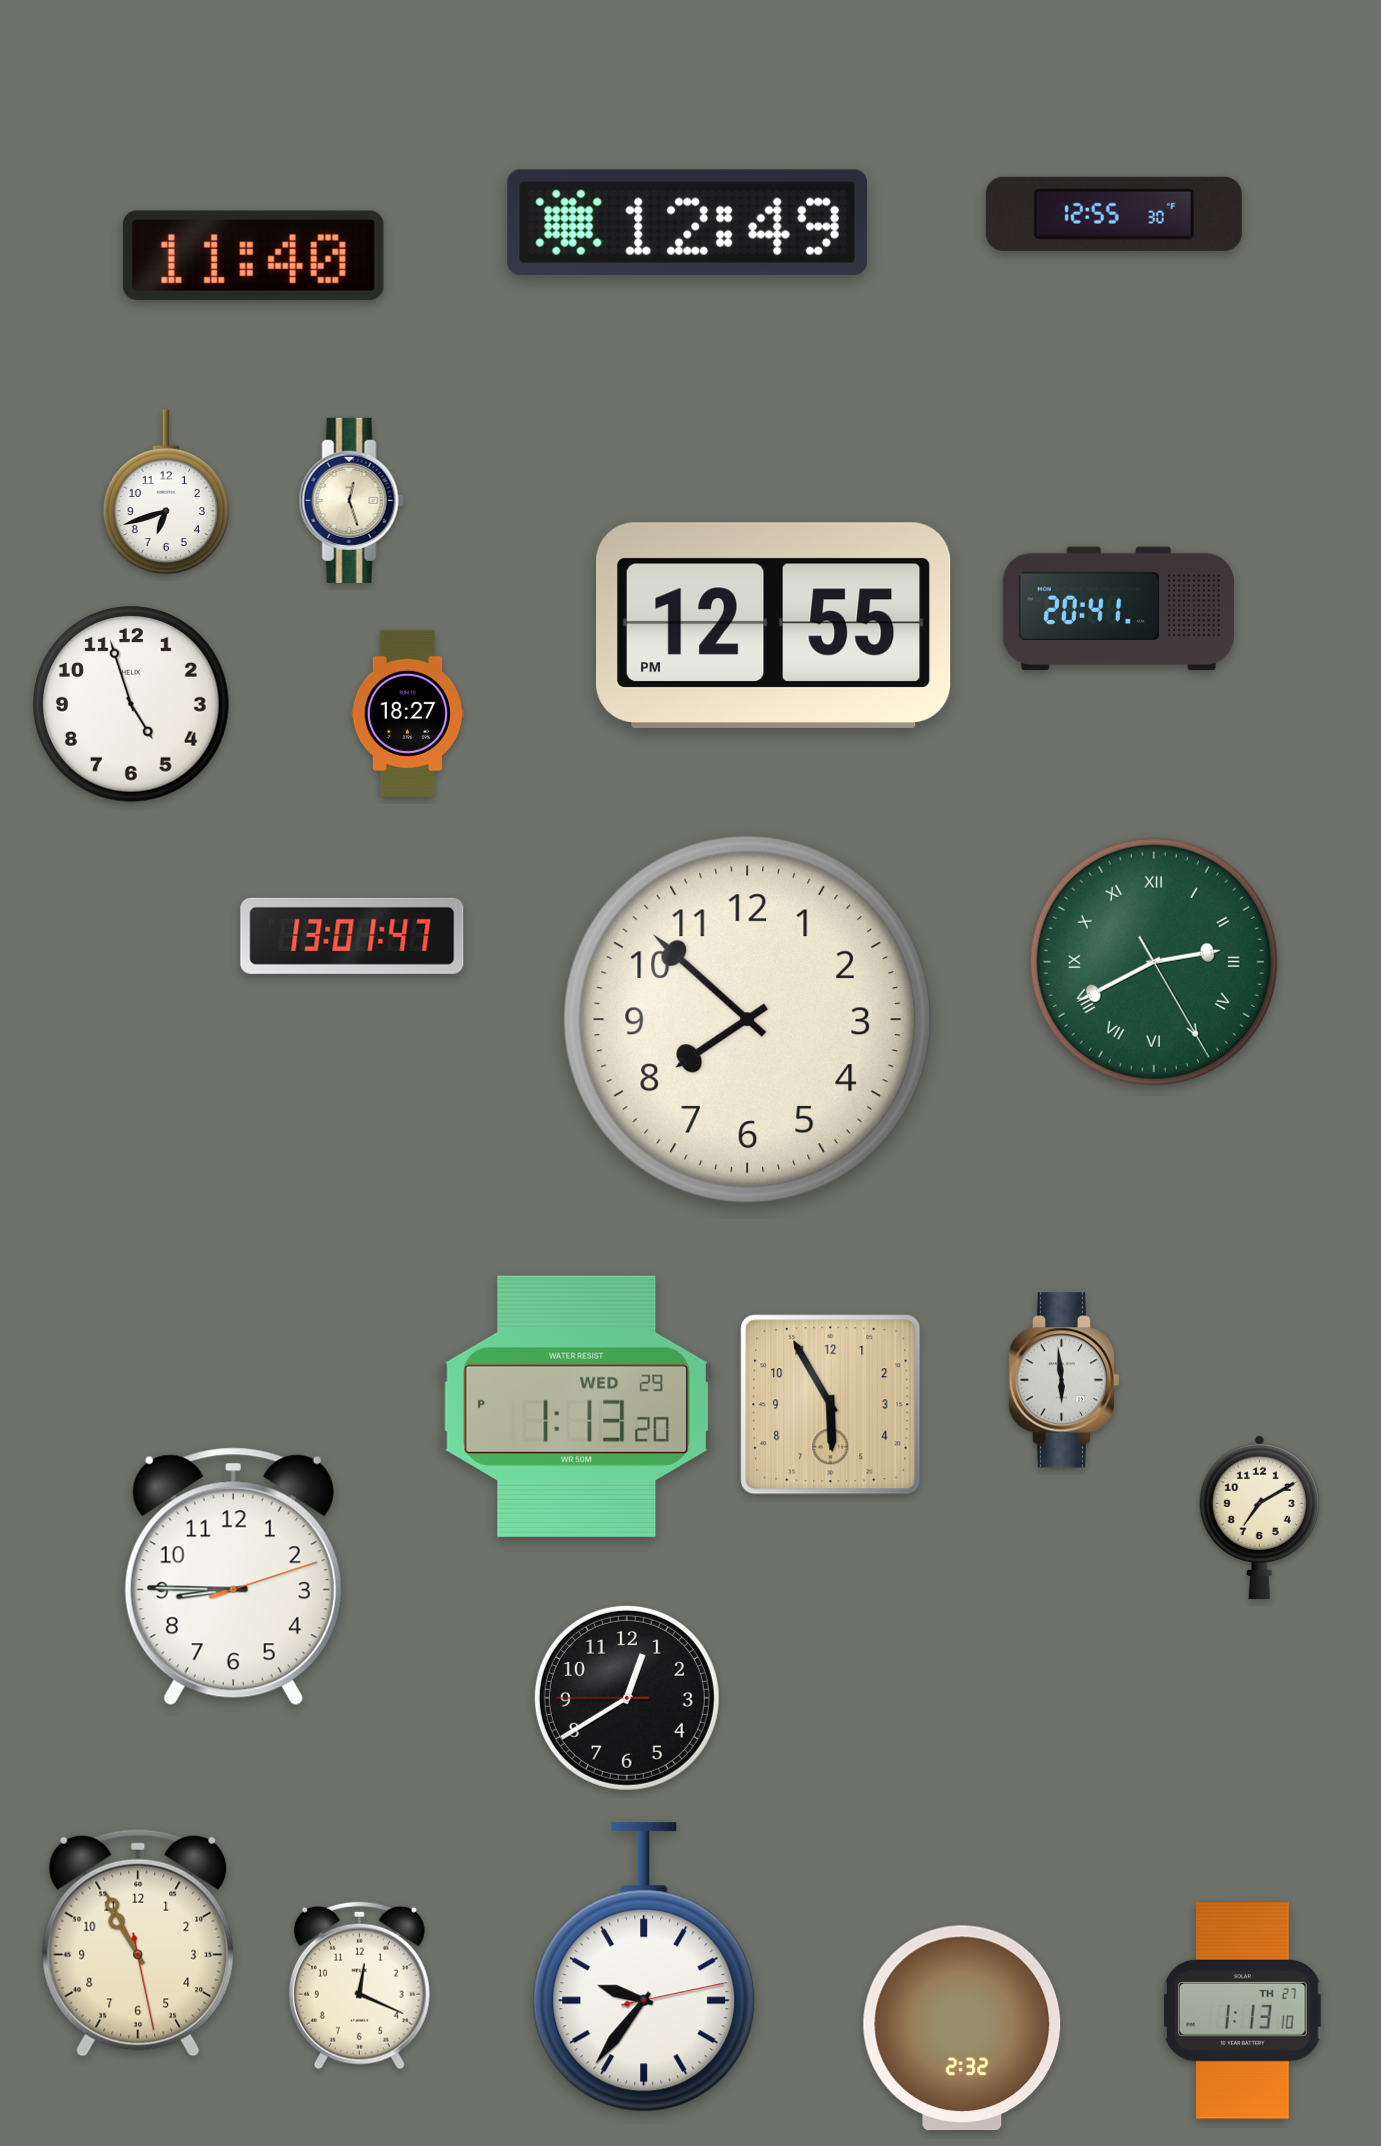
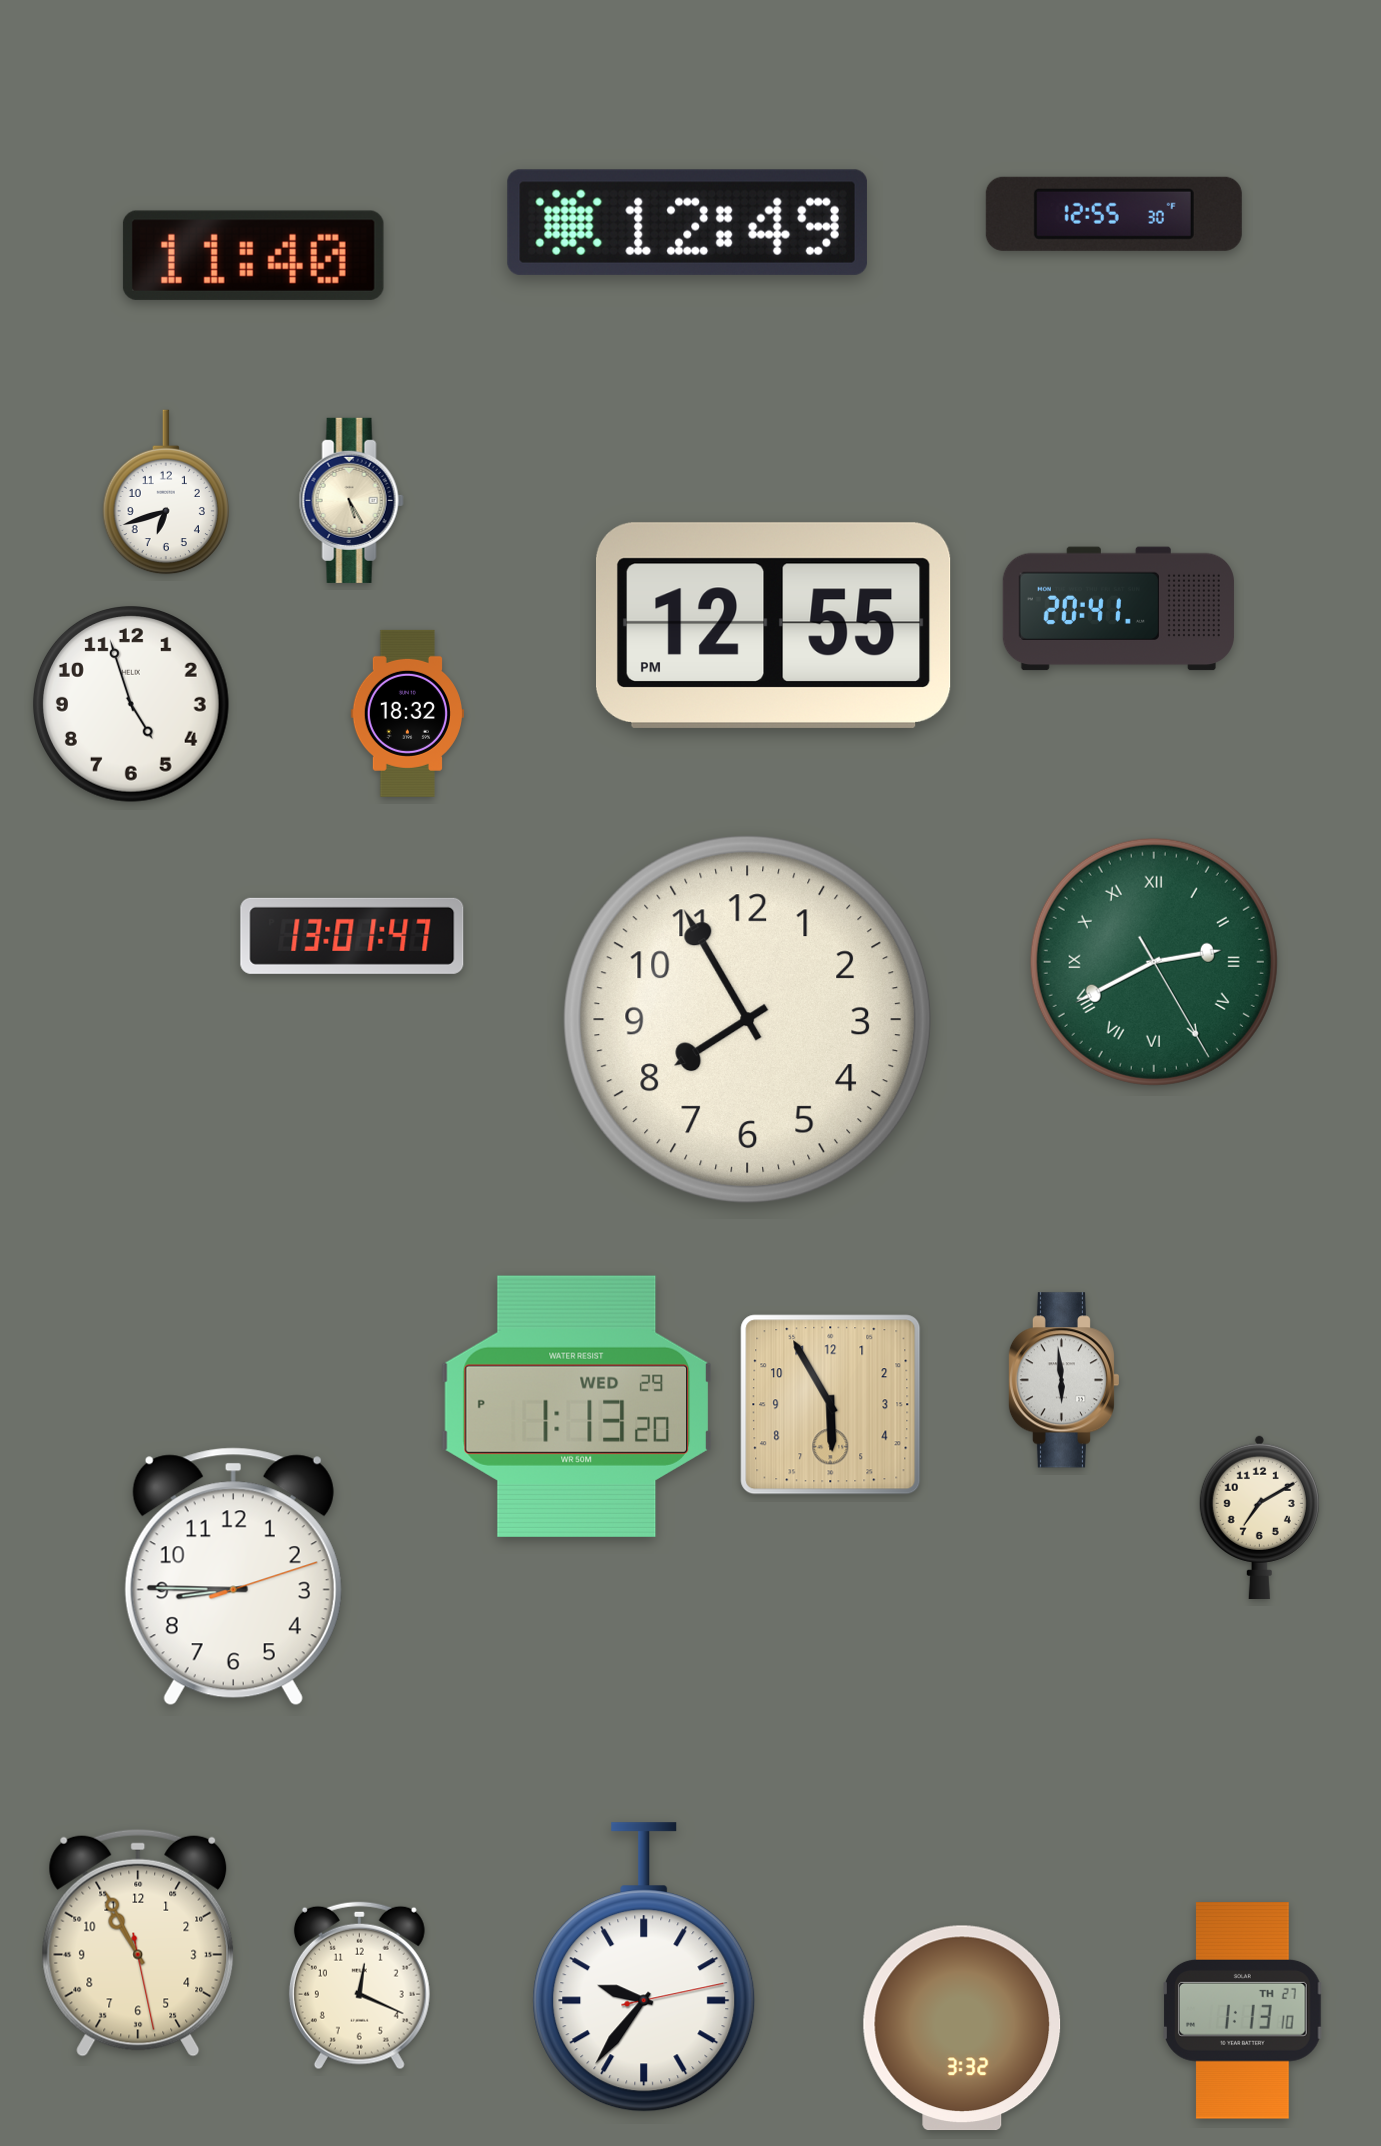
clock at (351, 500): 12:27 -> 5:25
clock at (407, 713): 18:27 -> 18:32
clock at (748, 1020): 7:52 -> 7:55
clock at (627, 1698): 12:39 -> none
clock at (962, 2028): 2:32 -> 3:32
